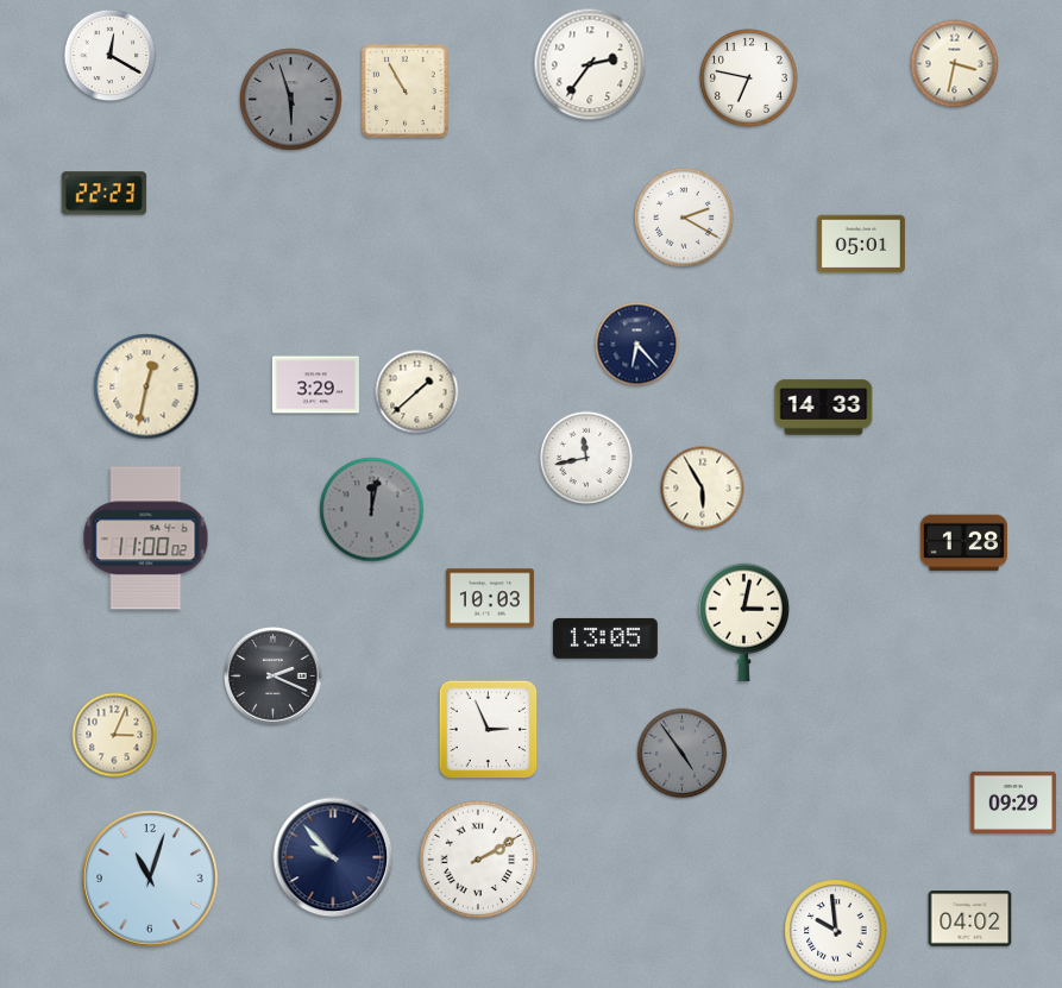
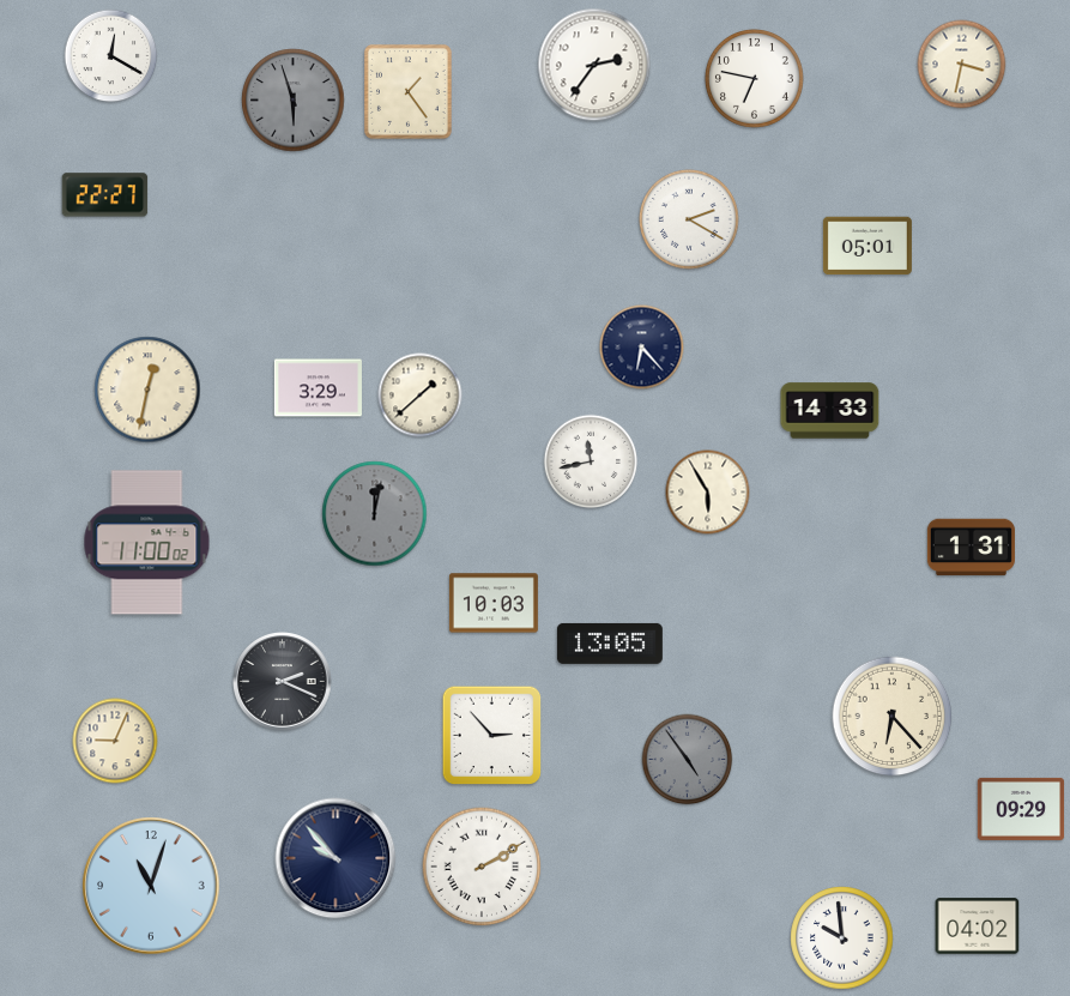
clock at (404, 90): 10:55 -> 1:24
clock at (105, 194): 22:23 -> 22:27
clock at (963, 543): 1:28 -> 1:31
clock at (744, 622): 3:02 -> none
clock at (274, 677) position: (274, 677) -> (283, 682)
clock at (893, 717): none -> 6:23
clock at (489, 730): 2:56 -> 2:53
clock at (114, 735): 3:04 -> 9:04
clock at (333, 857) position: (333, 857) -> (335, 858)
